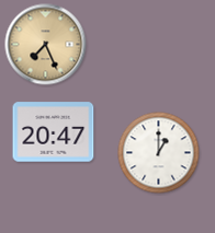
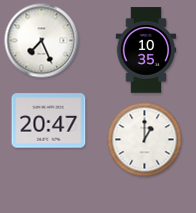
clock at (46, 45) dial: champagne -> white
clock at (146, 50): none -> 10:35
